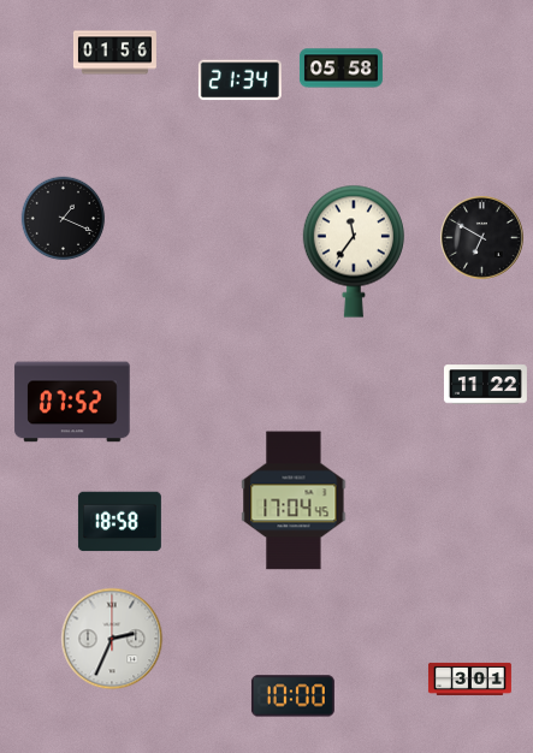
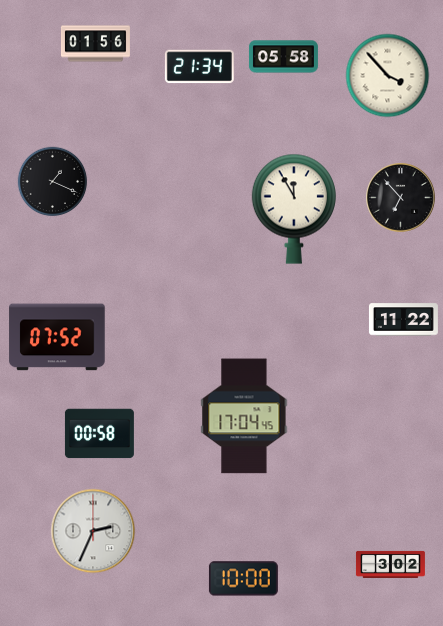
clock at (388, 76): none -> 3:53
clock at (482, 238): 6:50 -> 6:53
clock at (354, 251): 11:36 -> 11:55
clock at (72, 402) position: (72, 402) -> (57, 337)
clock at (119, 522): 18:58 -> 00:58
clock at (469, 678): 3:01 -> 3:02
